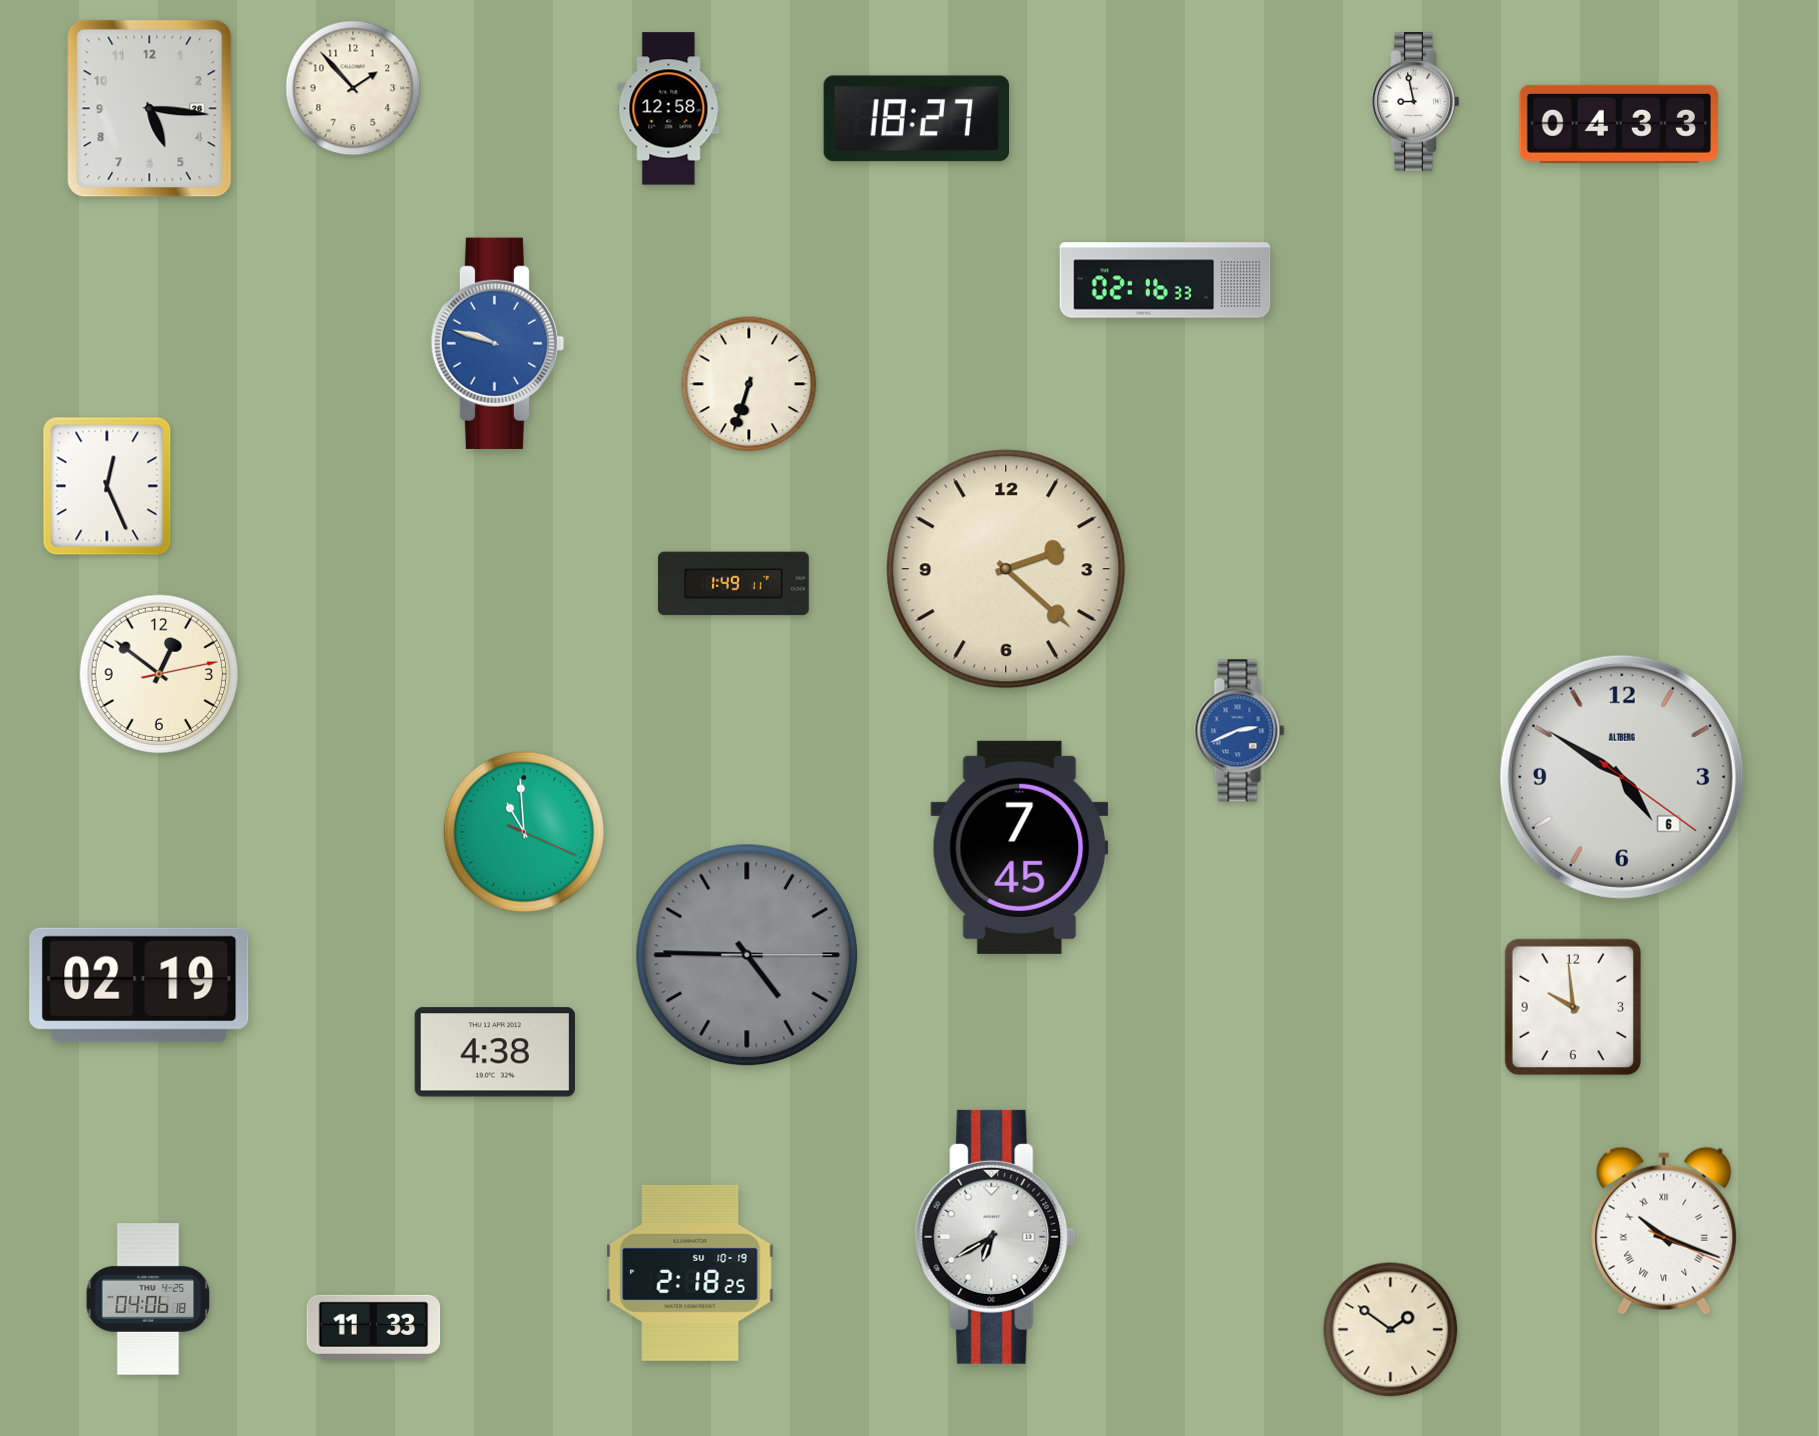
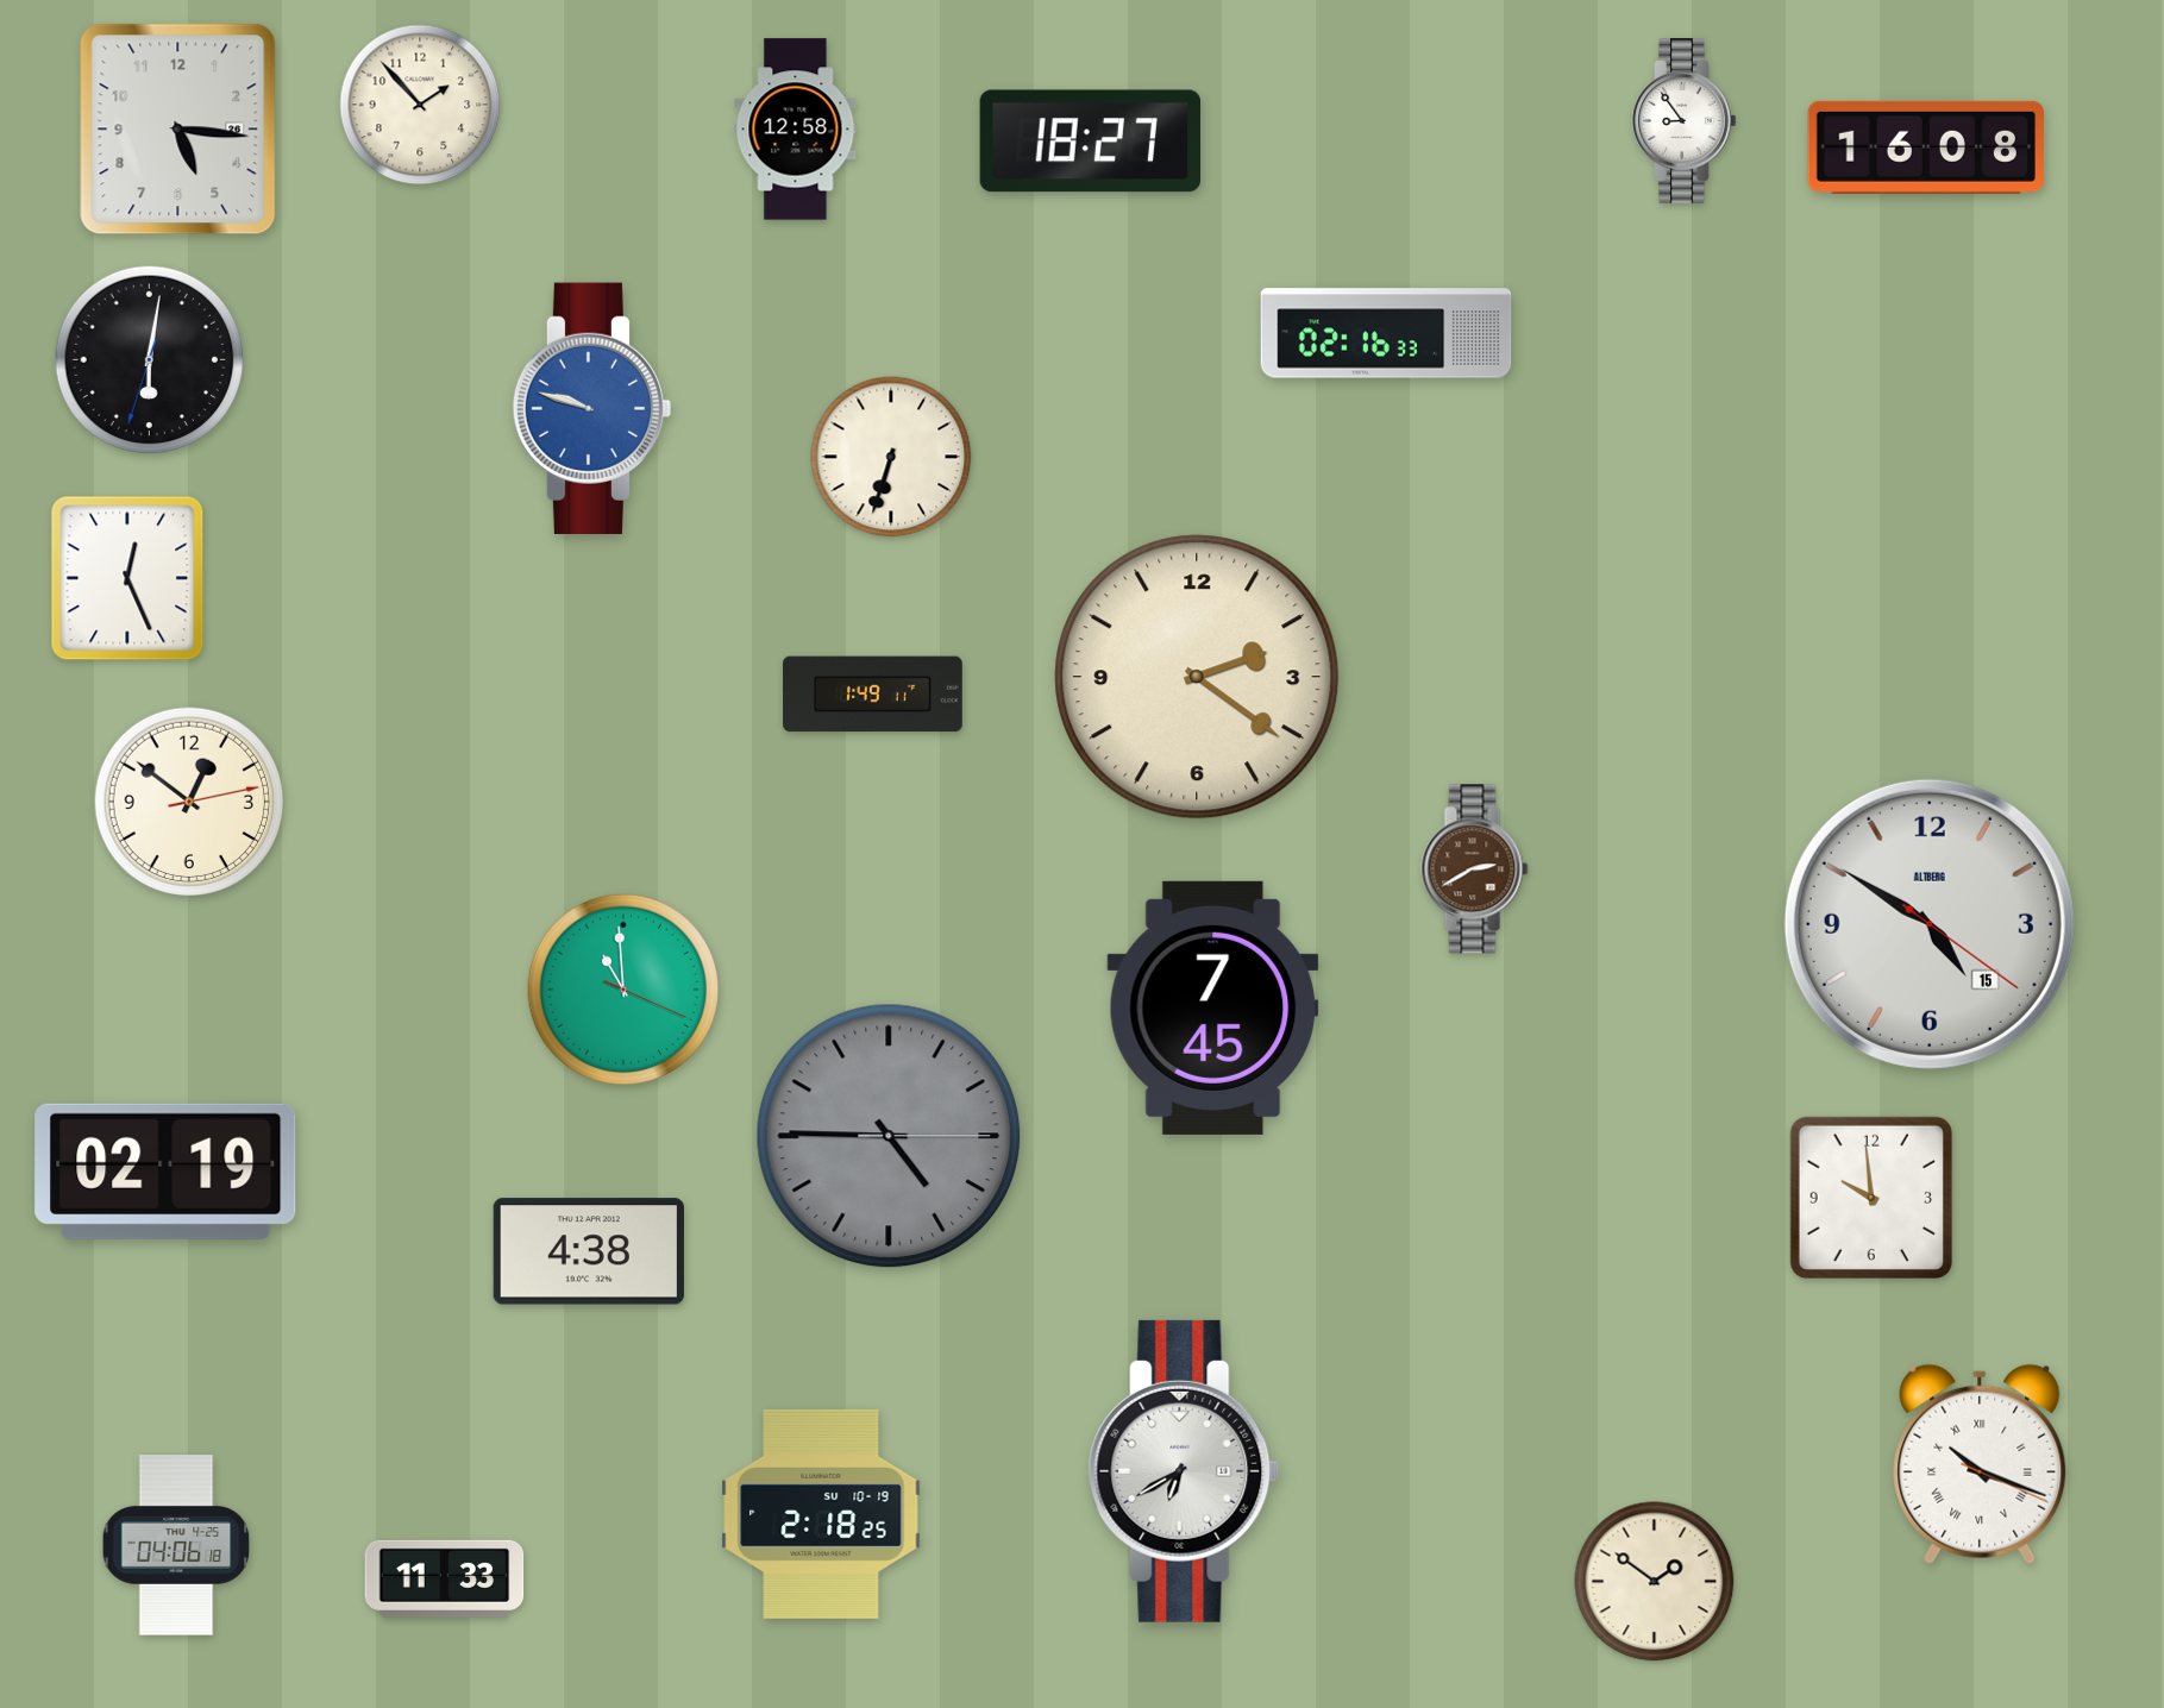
clock at (1416, 102): 8:58 -> 8:54
clock at (1619, 124): 04:33 -> 16:08
clock at (150, 360): none -> 6:01
clock at (1006, 569): 2:22 -> 2:21
clock at (1240, 731): 2:41 -> 2:40
clock at (1240, 731) dial: blue -> brown
clock at (1622, 777) date: 6 -> 15
